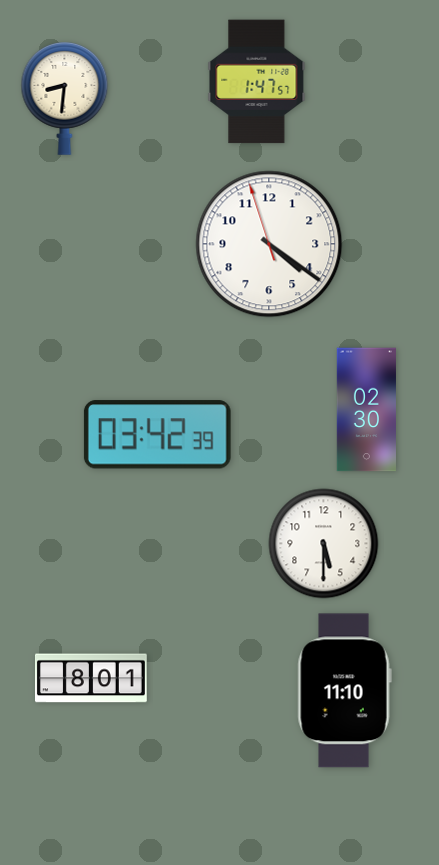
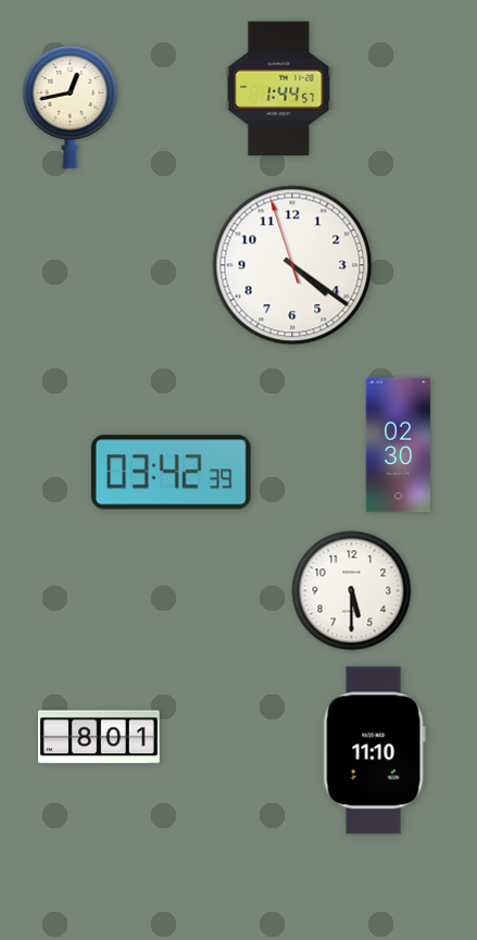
clock at (257, 82): 1:47 -> 1:44
clock at (65, 99): 8:31 -> 12:43
